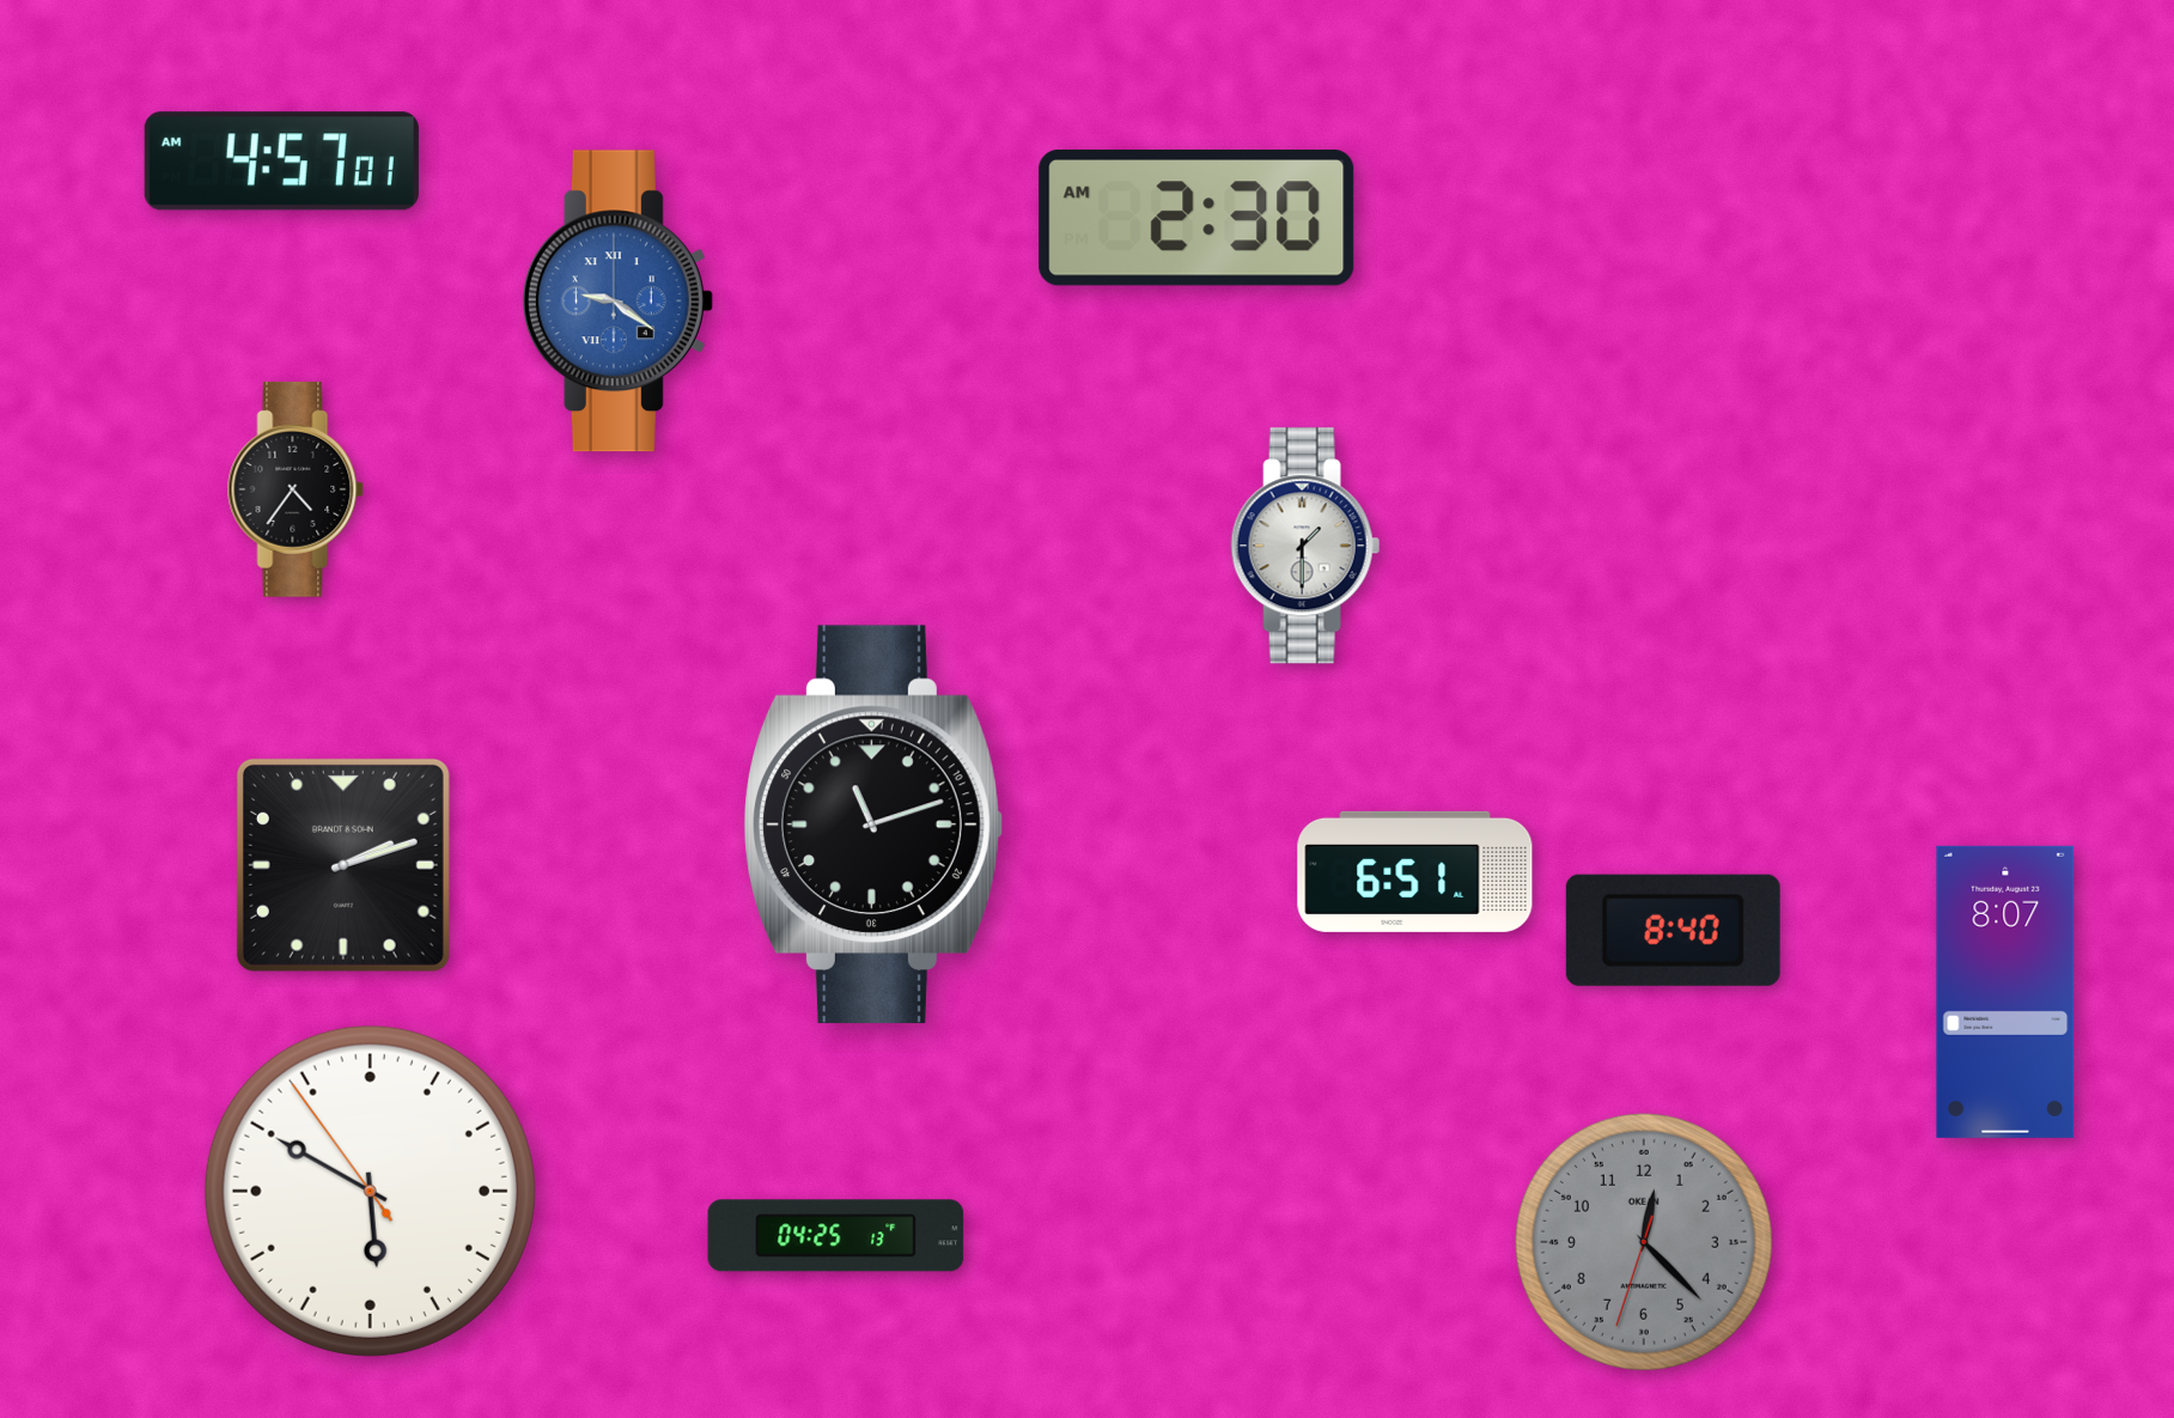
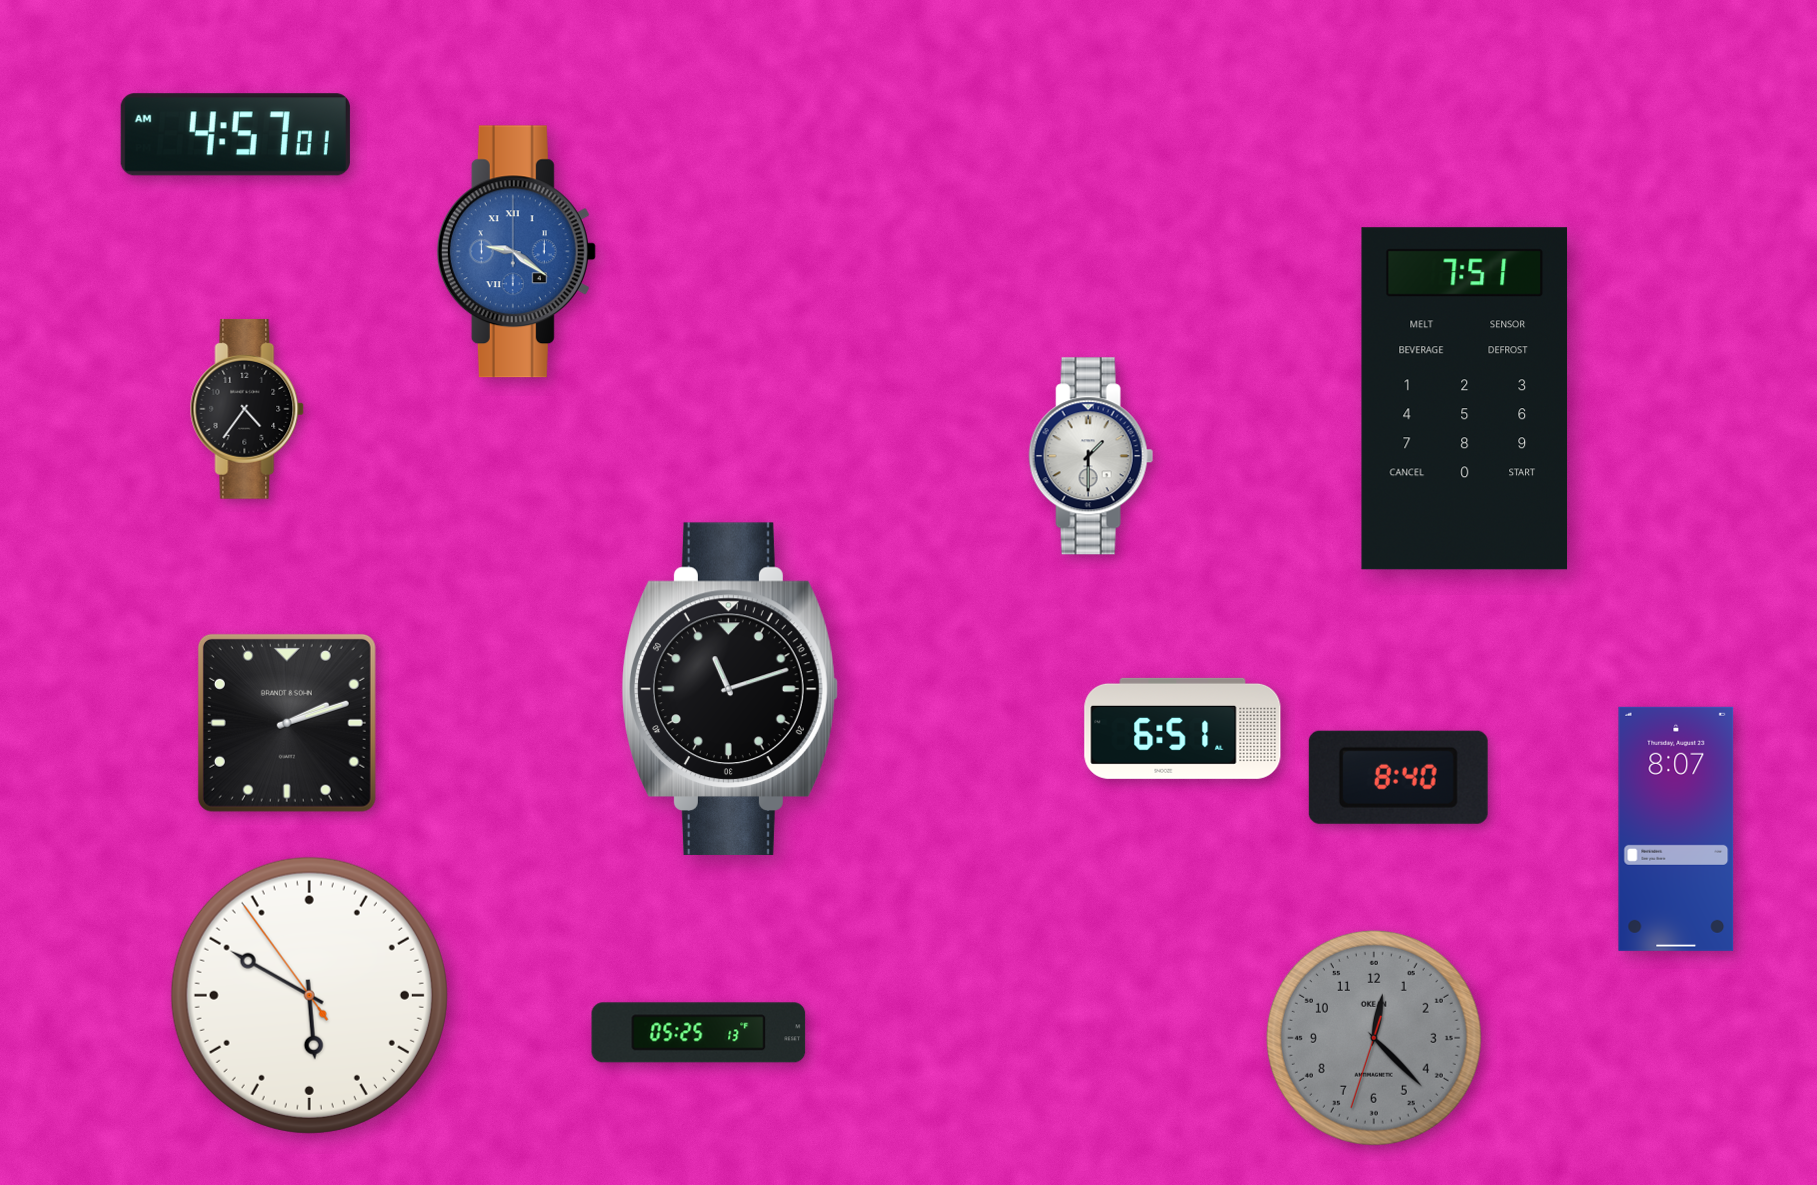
clock at (1196, 219): 2:30 -> none
clock at (1464, 399): none -> 7:51
clock at (836, 1236): 04:25 -> 05:25
